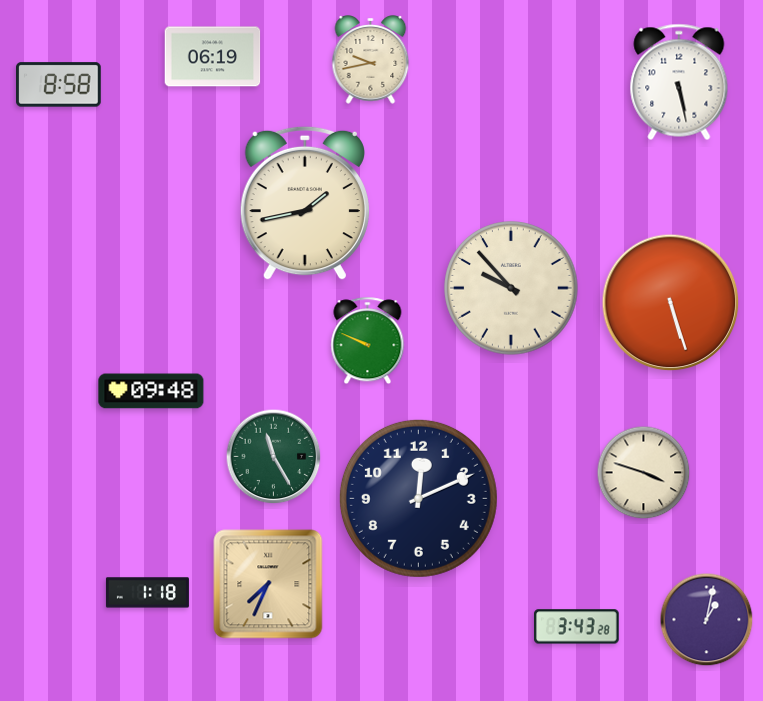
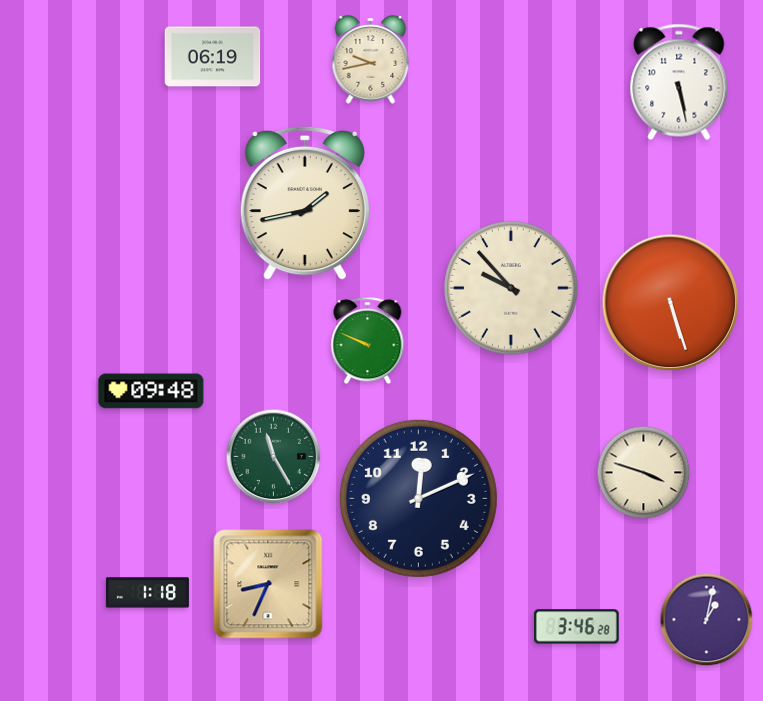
clock at (59, 85): 8:58 -> none
clock at (268, 584): 7:34 -> 8:34
clock at (577, 627): 3:43 -> 3:46
